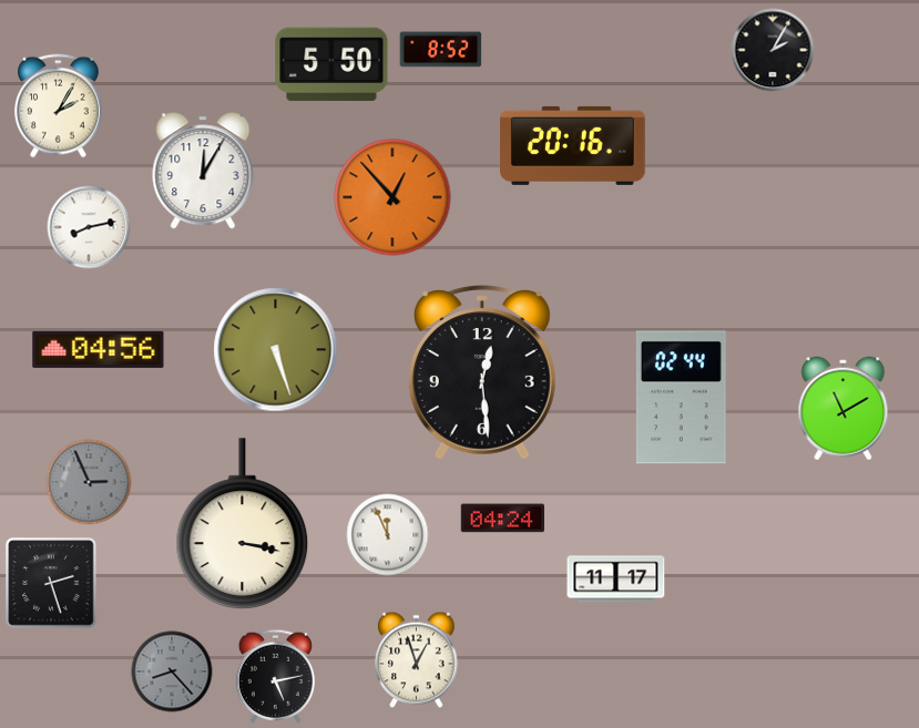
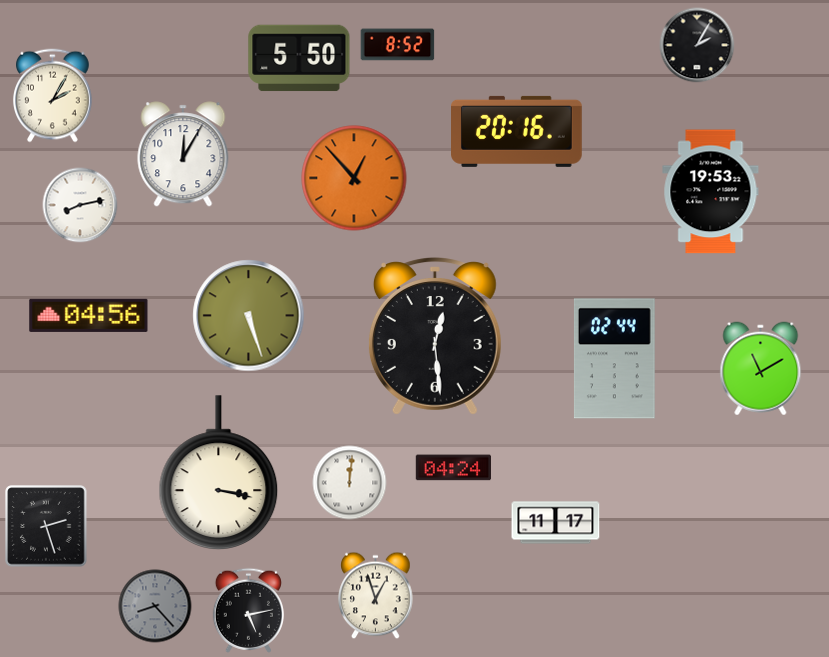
clock at (711, 192): none -> 19:53
clock at (89, 482): 2:56 -> none
clock at (388, 535): 11:56 -> 12:01
